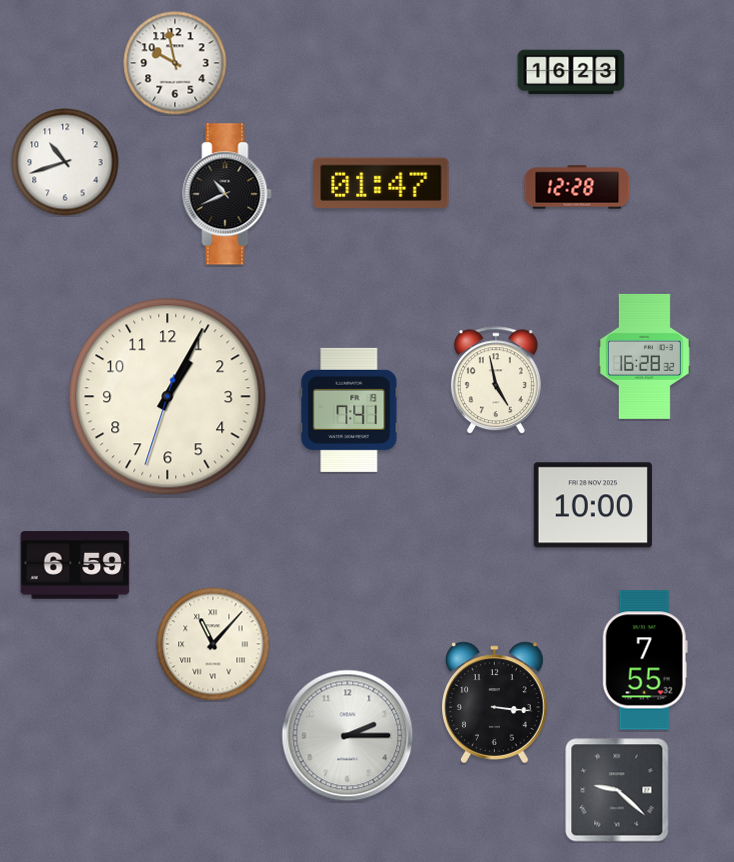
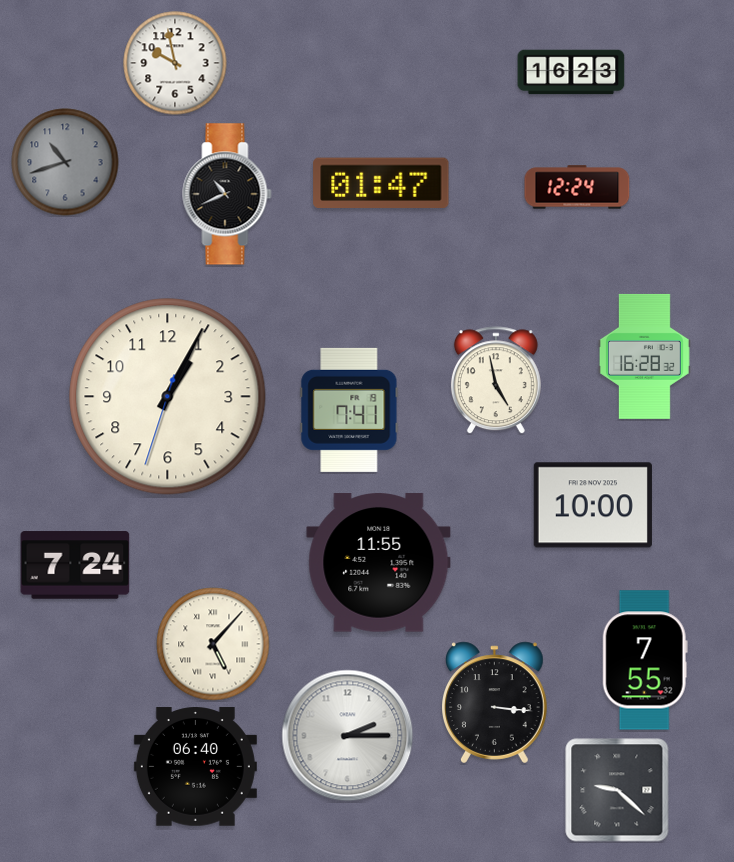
clock at (65, 162) dial: white -> grey
clock at (577, 187): 12:28 -> 12:24
clock at (379, 563): none -> 11:55
clock at (75, 565): 6:59 -> 7:24
clock at (213, 644): 11:07 -> 5:07
clock at (195, 767): none -> 06:40
